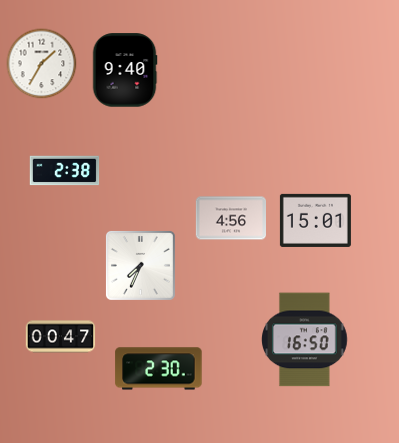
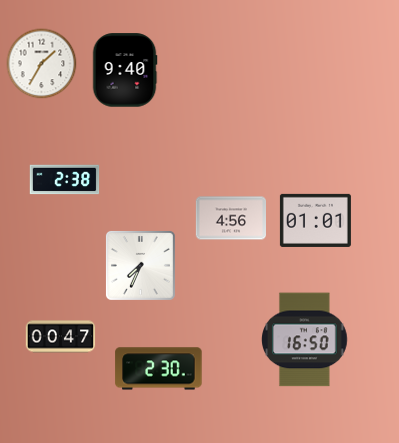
clock at (65, 171) position: (65, 171) -> (65, 180)
clock at (315, 220): 15:01 -> 01:01
